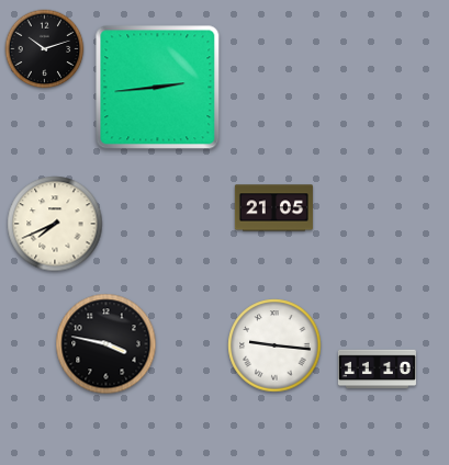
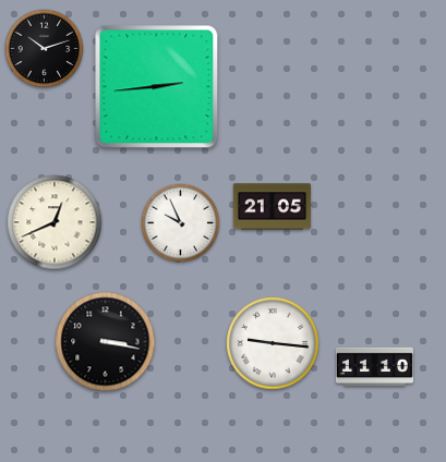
clock at (55, 224): 7:41 -> 12:41
clock at (181, 223): none -> 9:56
clock at (106, 344): 3:47 -> 3:17
